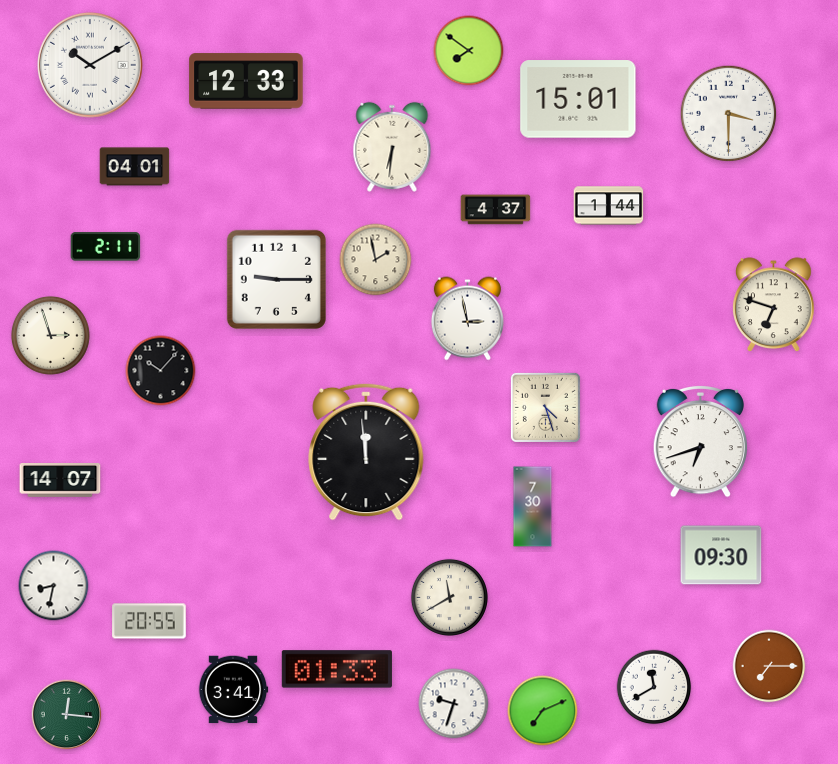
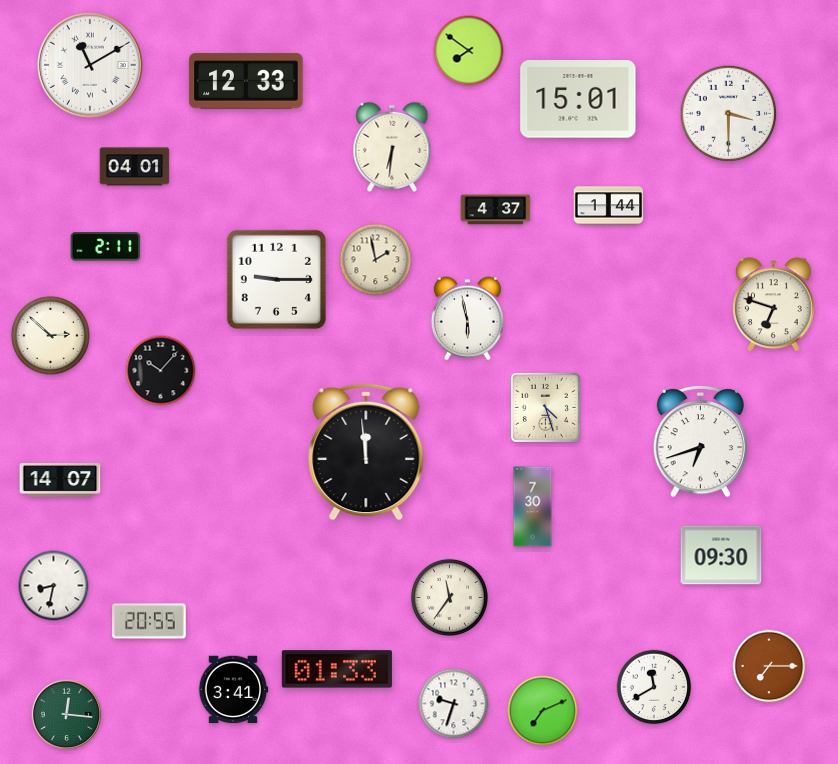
clock at (90, 65): 10:10 -> 11:10
clock at (467, 319): 2:58 -> 5:58
clock at (50, 335): 2:57 -> 2:52
clock at (449, 597): 11:40 -> 11:36
